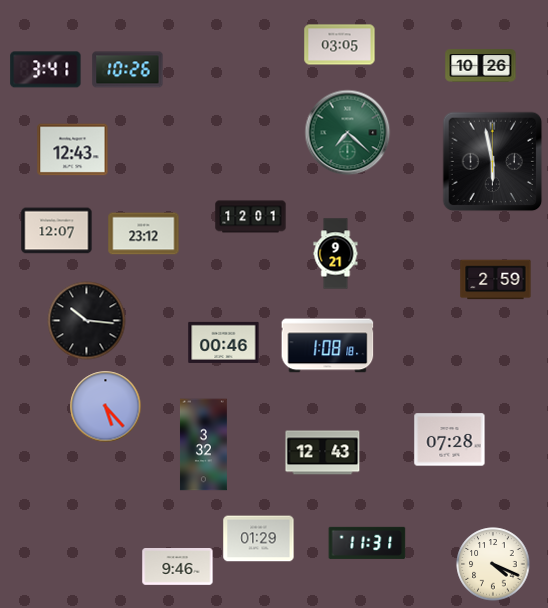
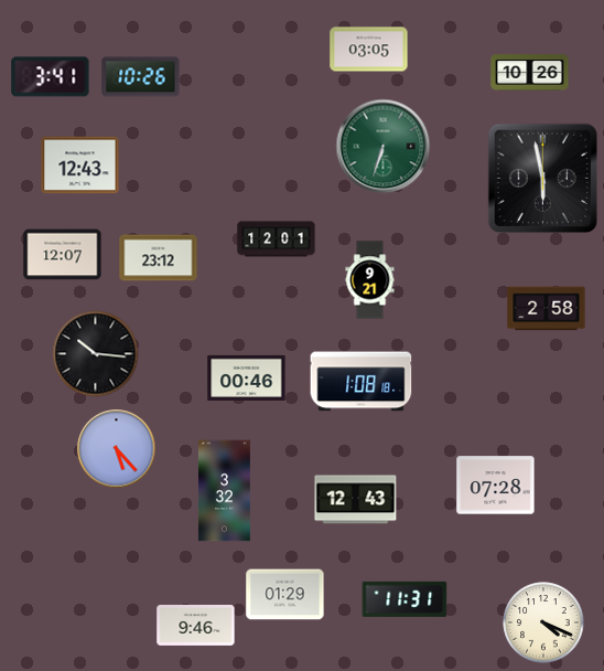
clock at (340, 45) position: (340, 45) -> (369, 50)
clock at (348, 133): 7:22 -> 6:33
clock at (496, 280): 2:59 -> 2:58
